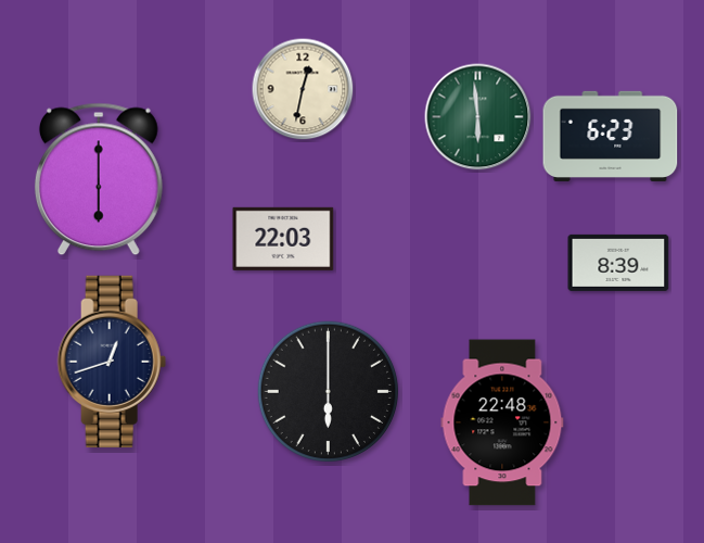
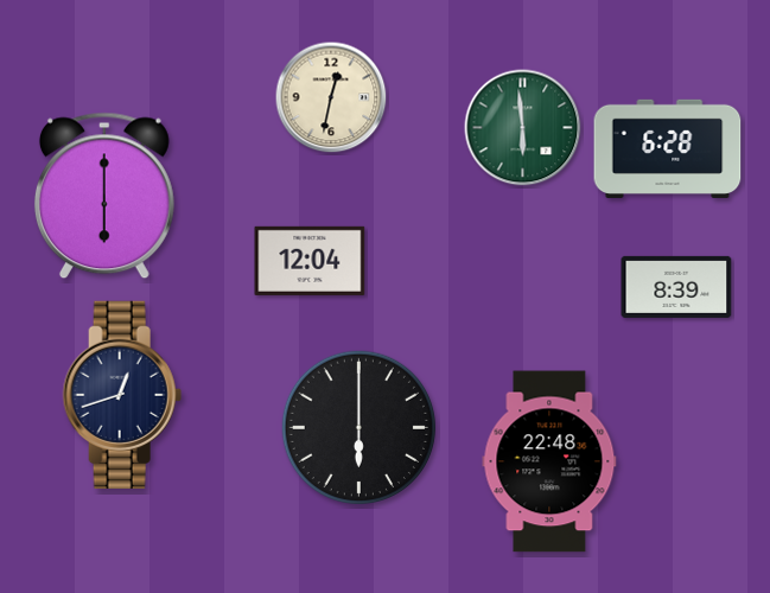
clock at (611, 136): 6:23 -> 6:28
clock at (99, 179) position: (99, 179) -> (104, 196)
clock at (283, 239): 22:03 -> 12:04
